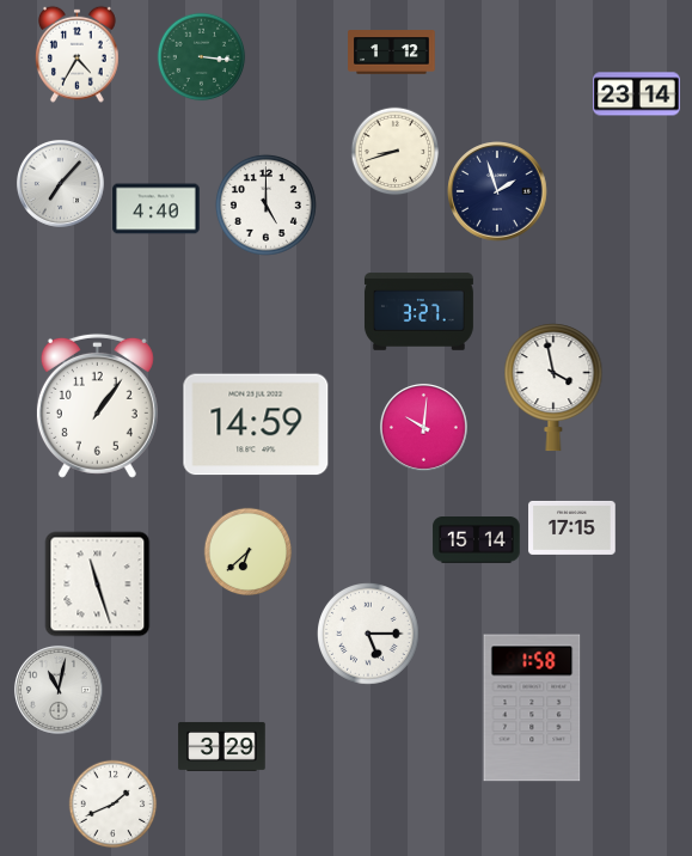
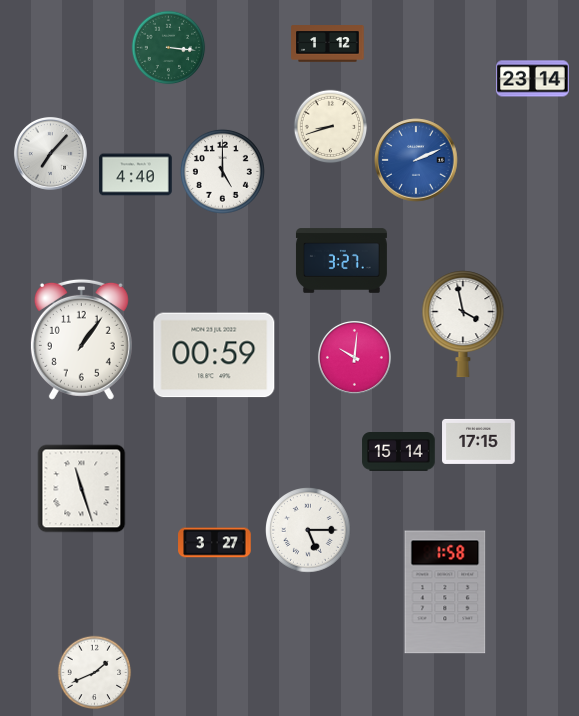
clock at (76, 54): 4:35 -> none
clock at (497, 191): 1:57 -> 2:11
clock at (497, 191) dial: navy -> blue
clock at (157, 209) position: (157, 209) -> (136, 175)
clock at (418, 312) position: (418, 312) -> (341, 261)
clock at (256, 424): 14:59 -> 00:59
clock at (249, 552): 6:38 -> none
clock at (215, 543): none -> 3:27
clock at (59, 690): 11:02 -> none
clock at (222, 746): 3:29 -> none
